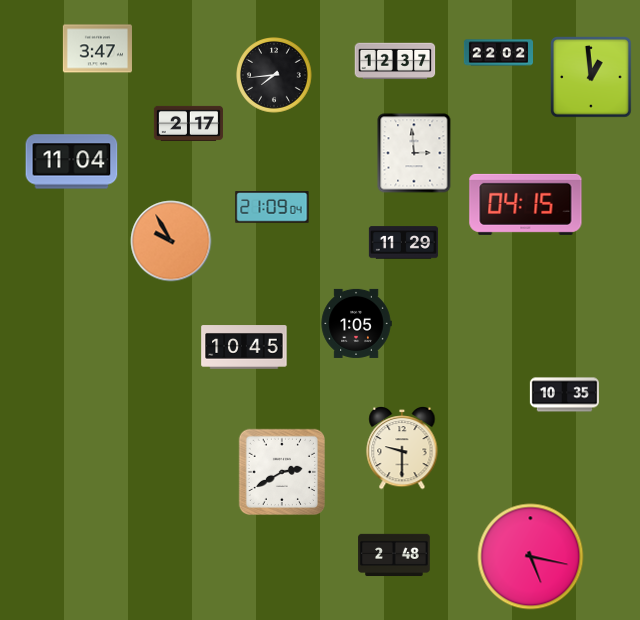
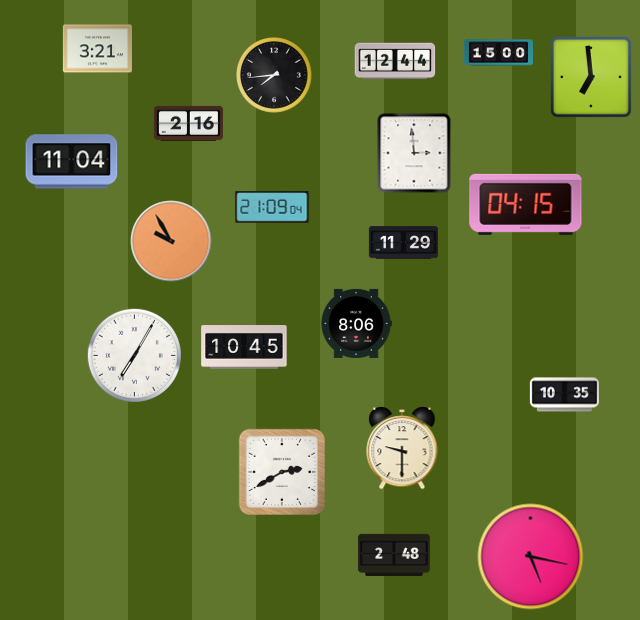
clock at (97, 49): 3:47 -> 3:21
clock at (498, 53): 22:02 -> 15:00
clock at (395, 61): 12:37 -> 12:44
clock at (591, 77): 12:59 -> 6:59
clock at (188, 123): 2:17 -> 2:16
clock at (356, 323): 1:05 -> 8:06
clock at (134, 355): none -> 7:05
